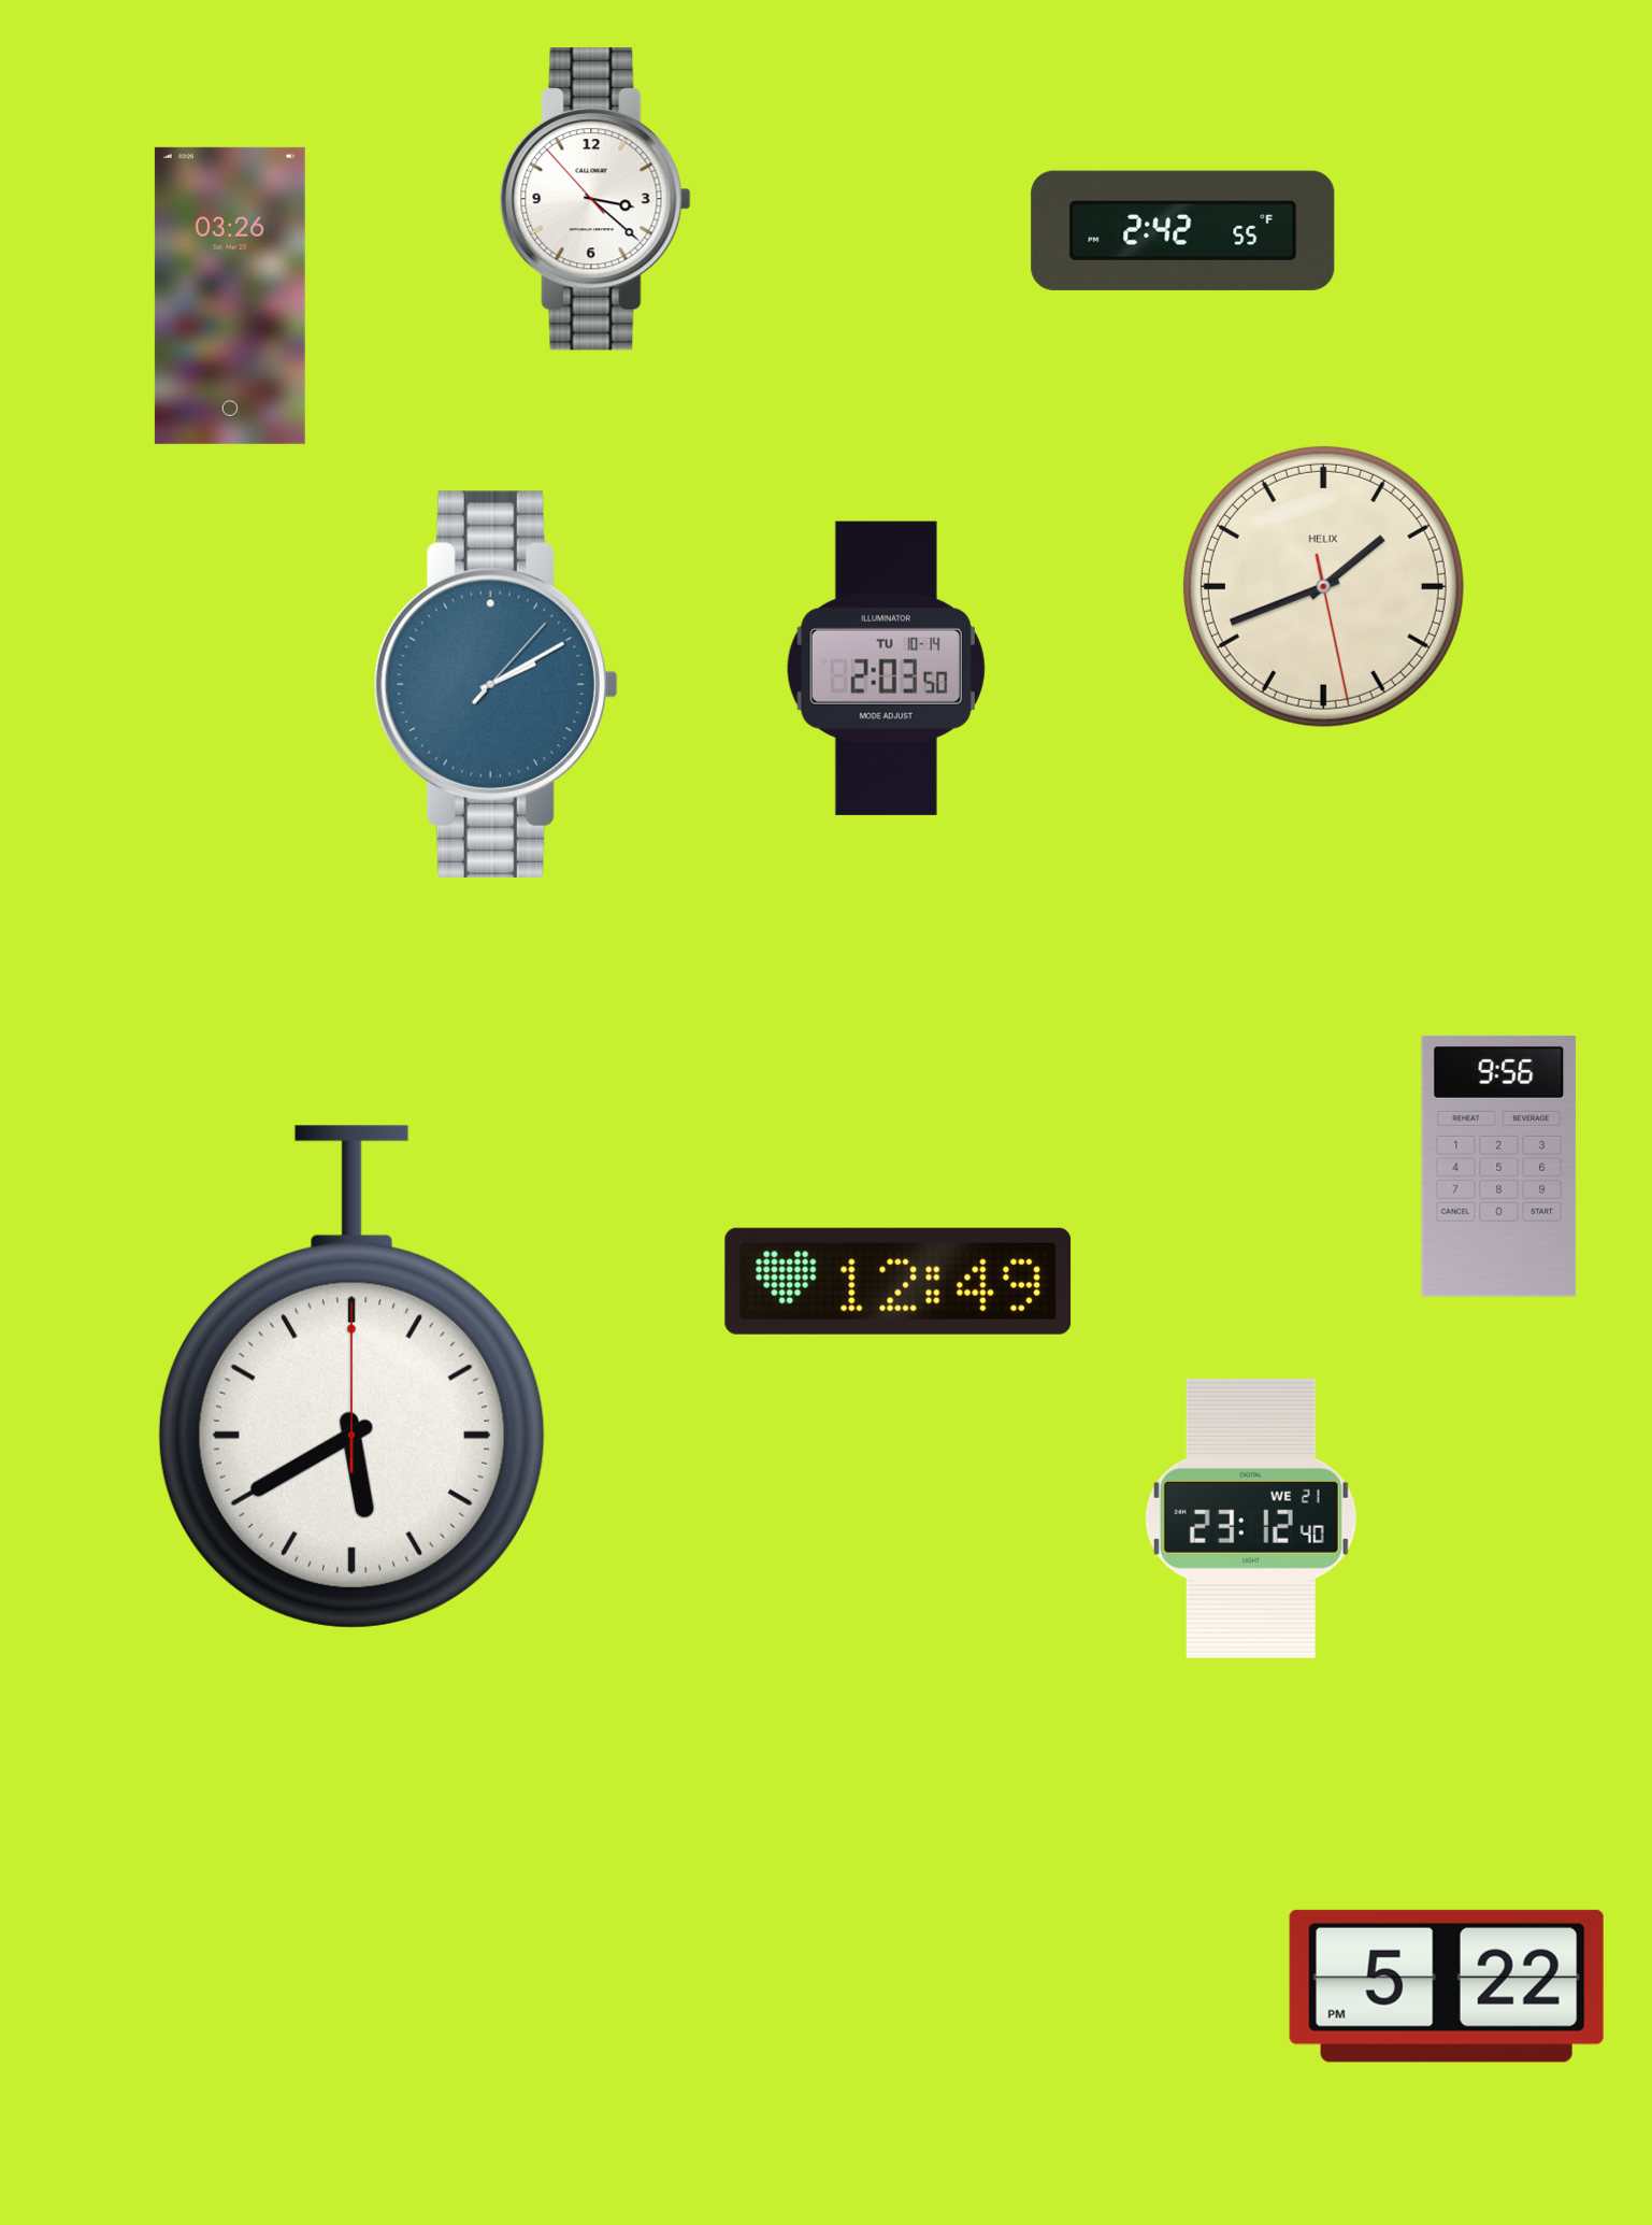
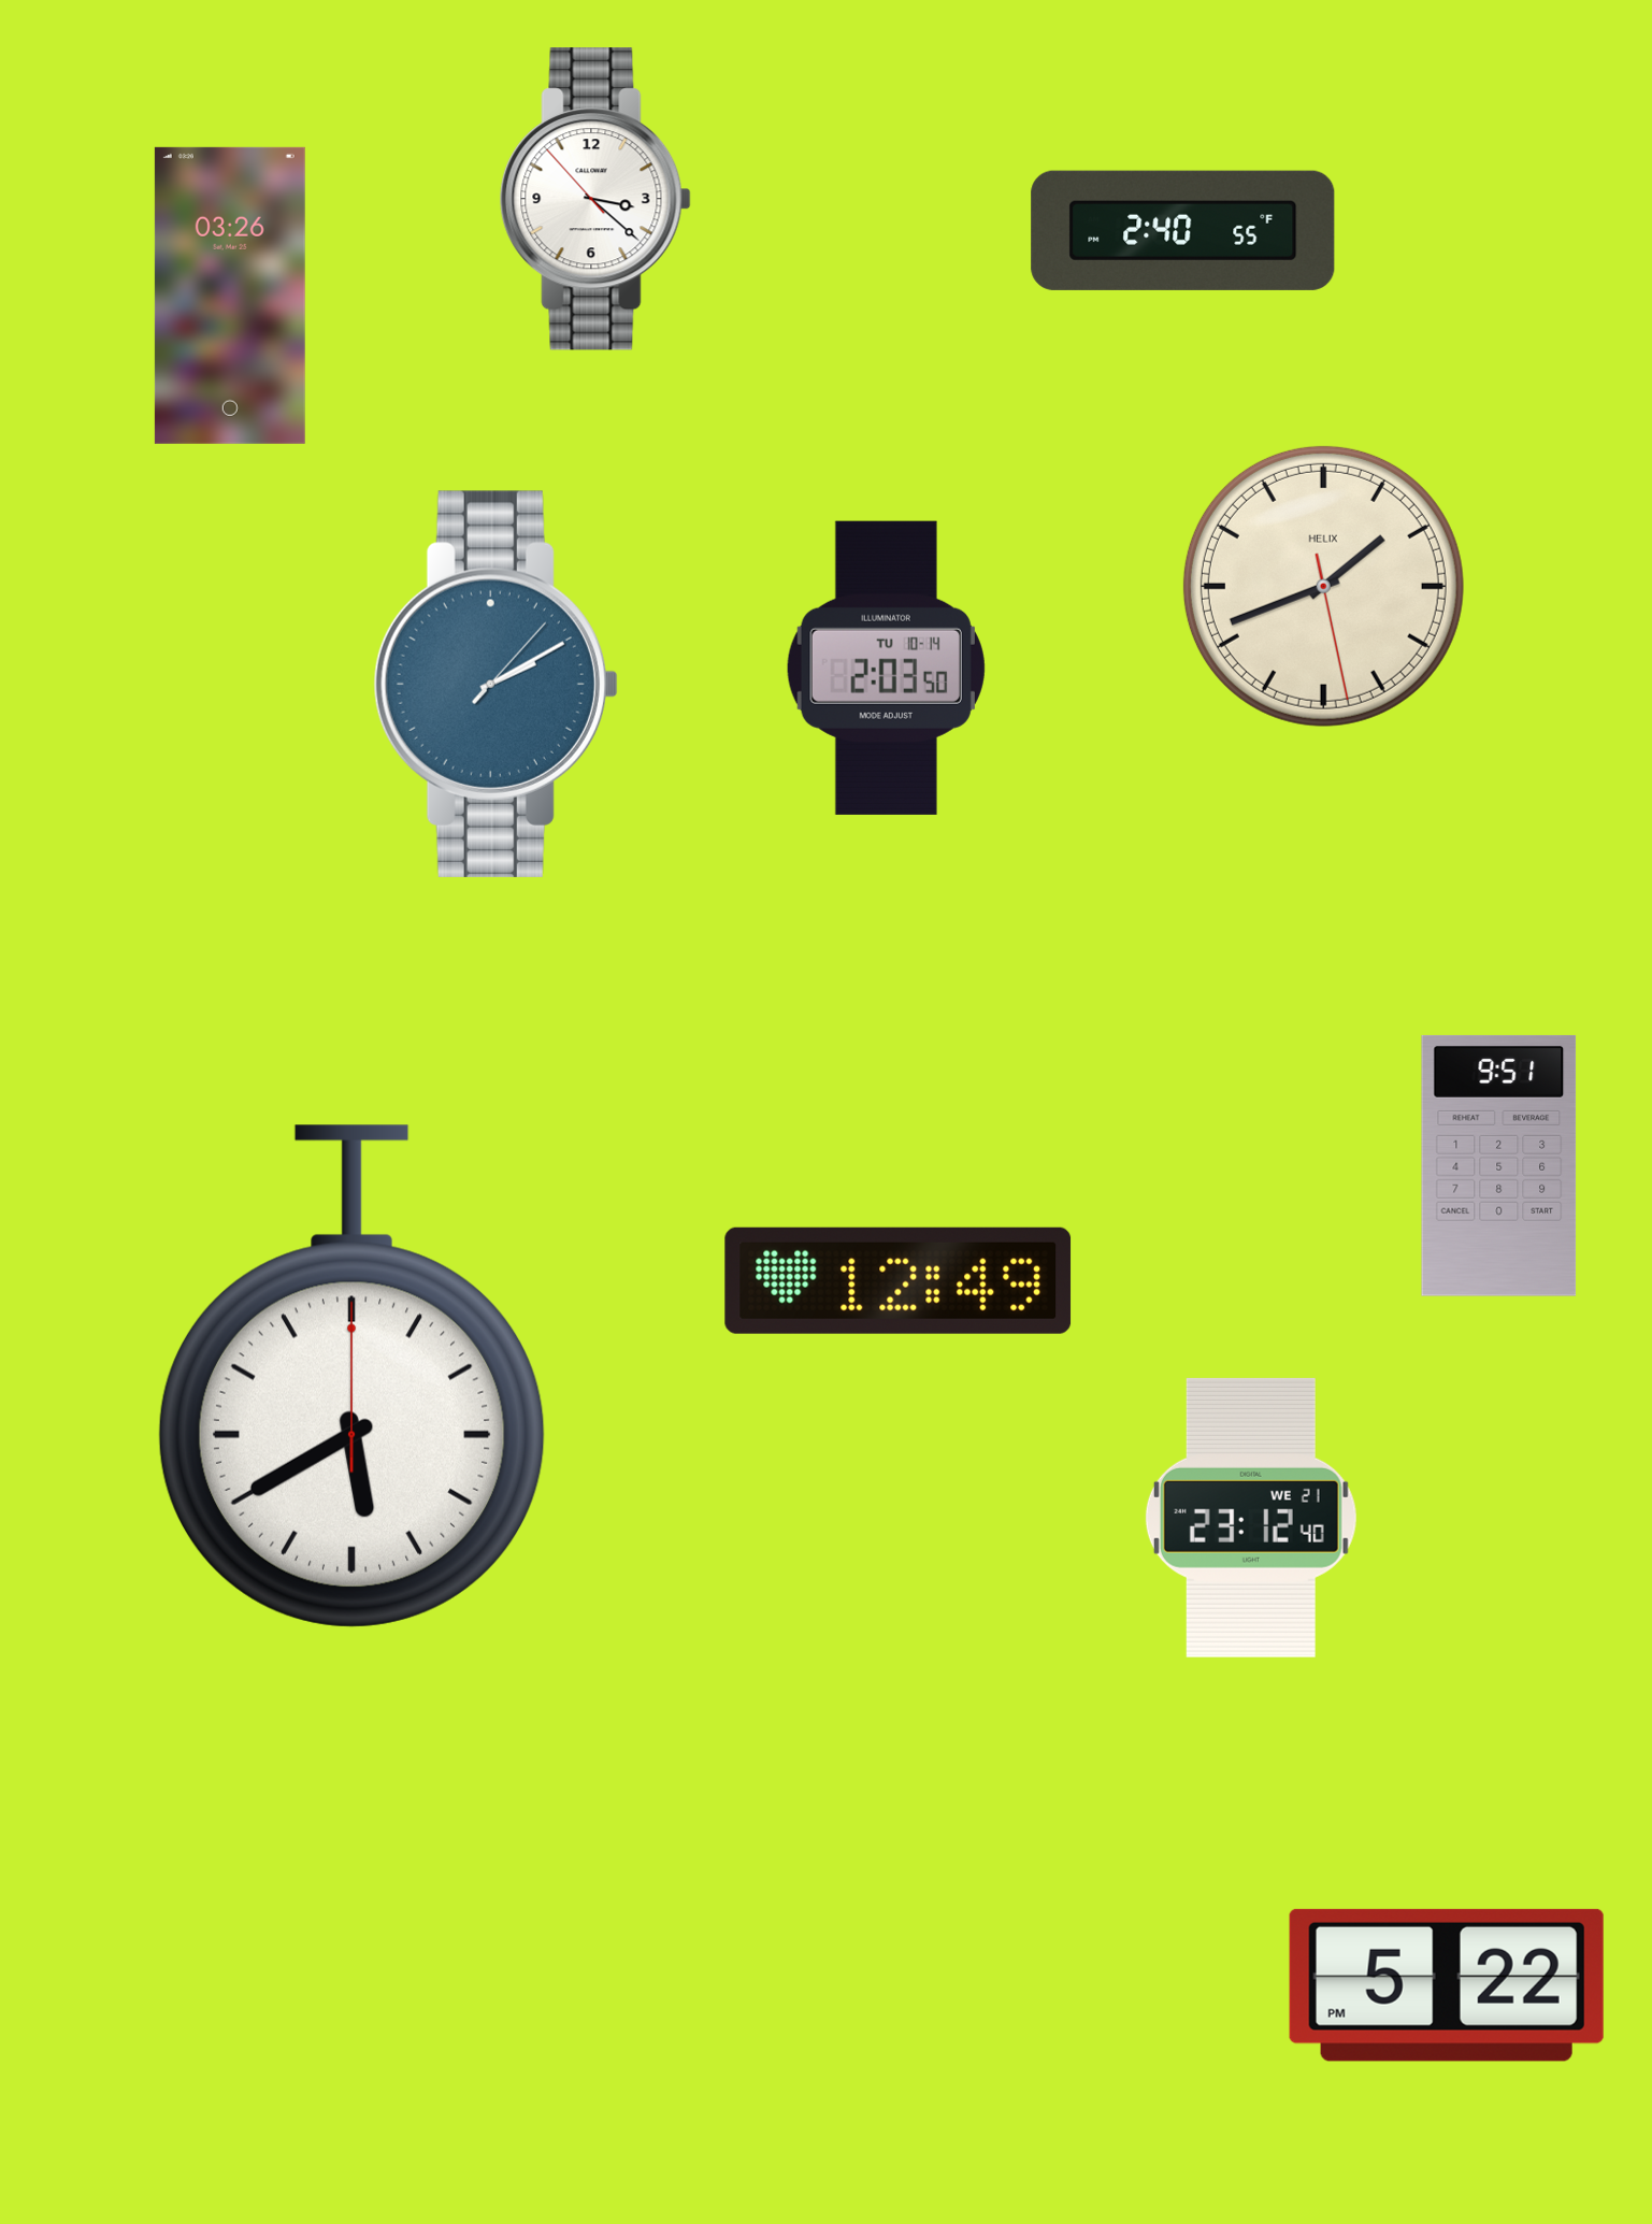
clock at (1183, 230): 2:42 -> 2:40
clock at (1499, 1166): 9:56 -> 9:51
